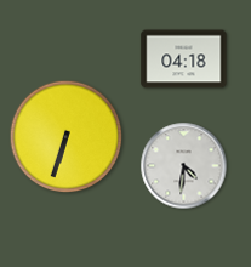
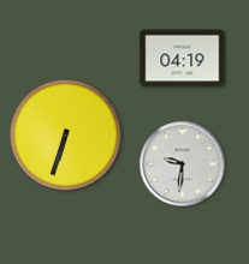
clock at (184, 59): 04:18 -> 04:19
clock at (184, 166): 4:31 -> 9:31
